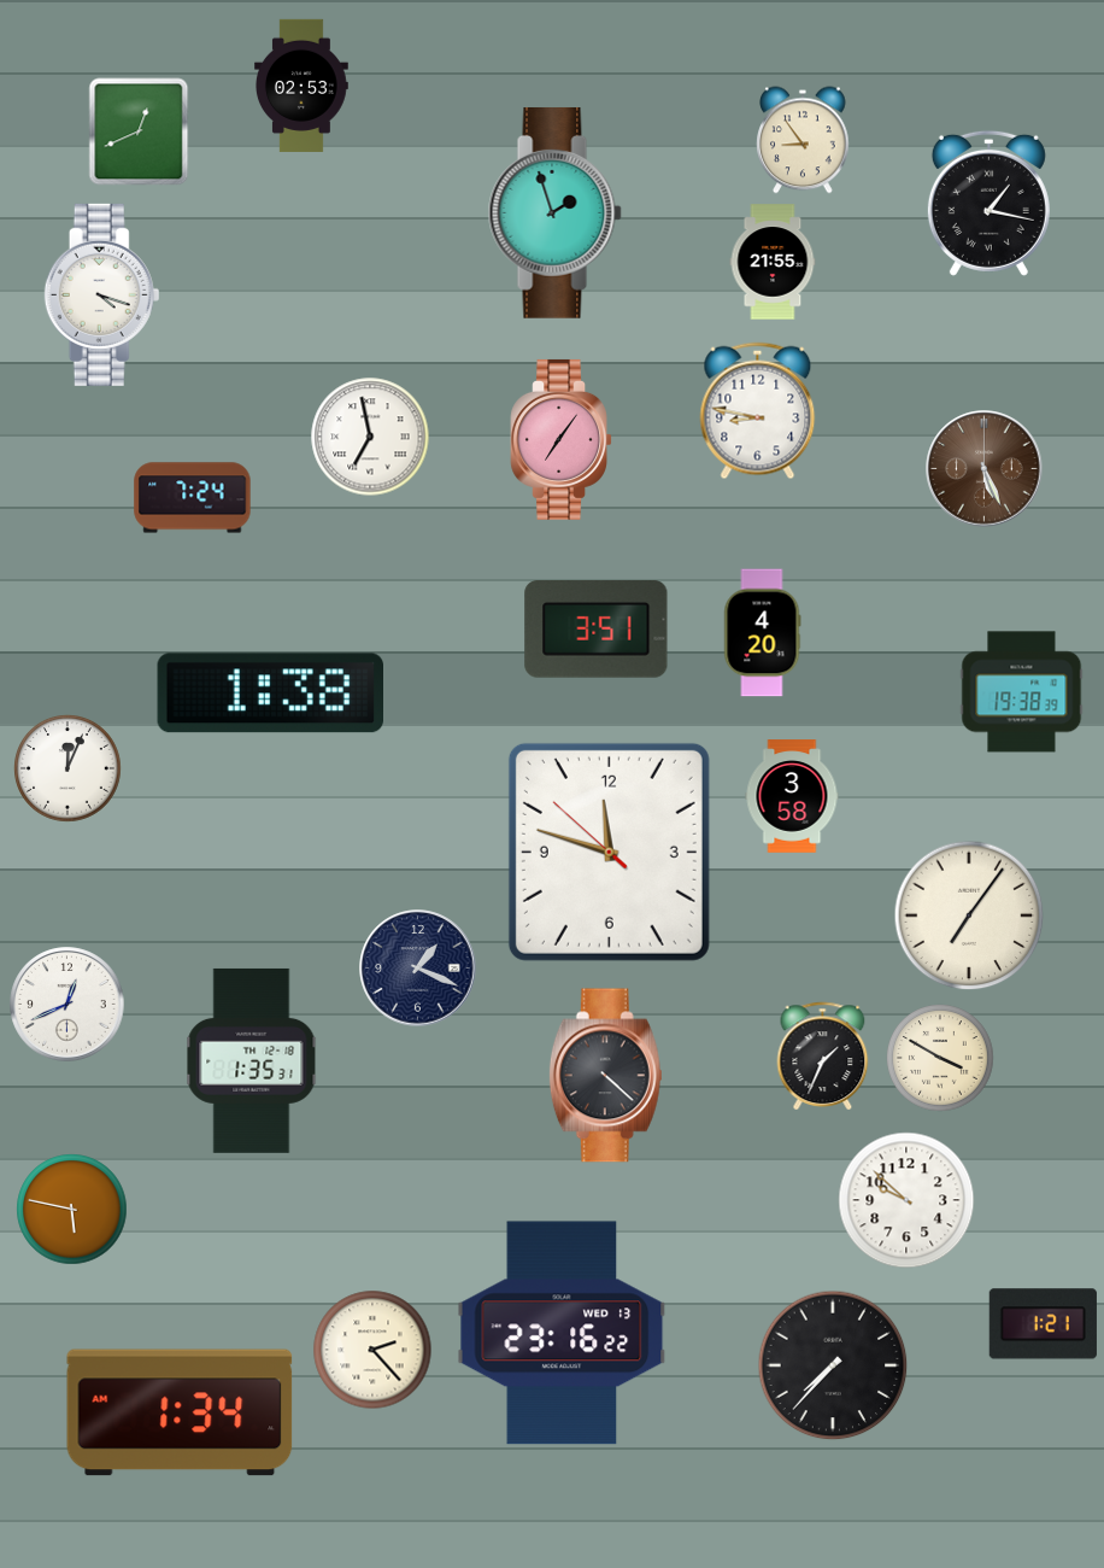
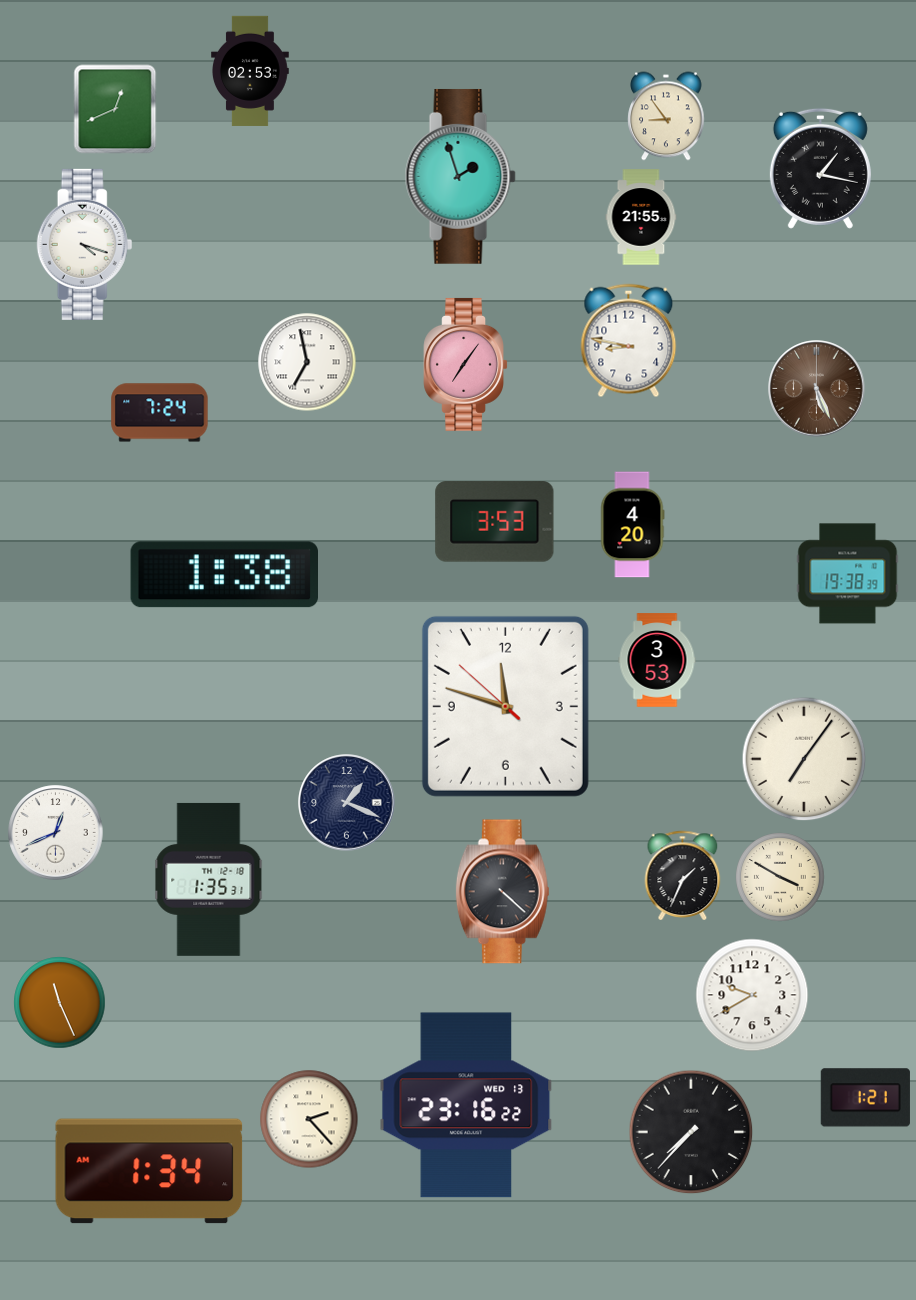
clock at (597, 630): 3:51 -> 3:53
clock at (67, 768): 12:04 -> none
clock at (792, 796): 3:58 -> 3:53
clock at (906, 1200): 9:52 -> 9:40
clock at (72, 1210): 5:47 -> 11:26
